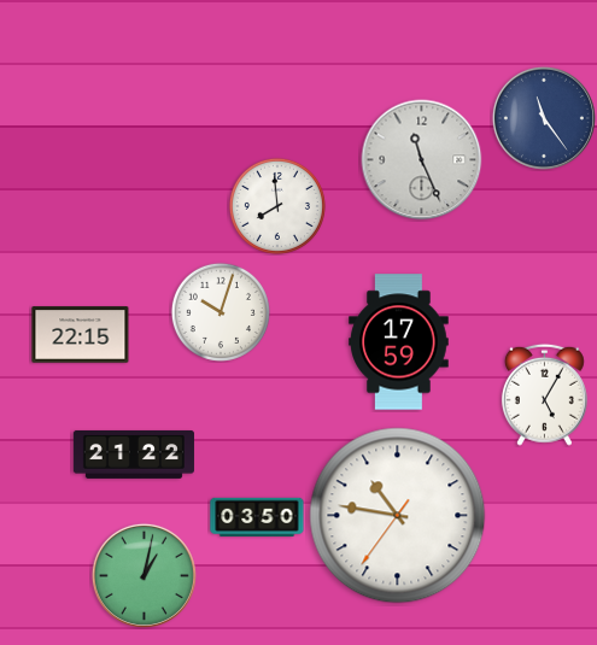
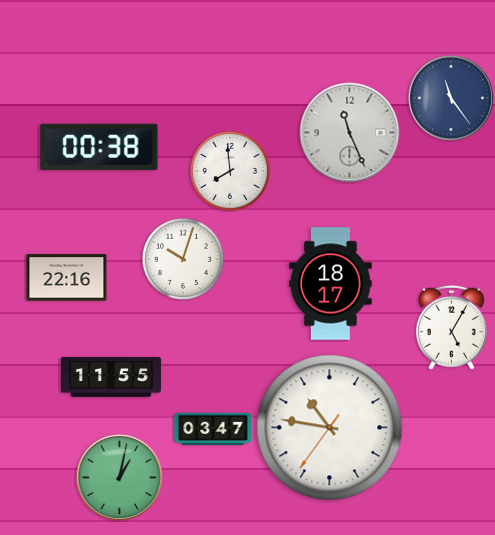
clock at (99, 147): none -> 00:38
clock at (81, 335): 22:15 -> 22:16
clock at (399, 342): 17:59 -> 18:17
clock at (134, 455): 21:22 -> 11:55
clock at (257, 517): 03:50 -> 03:47
